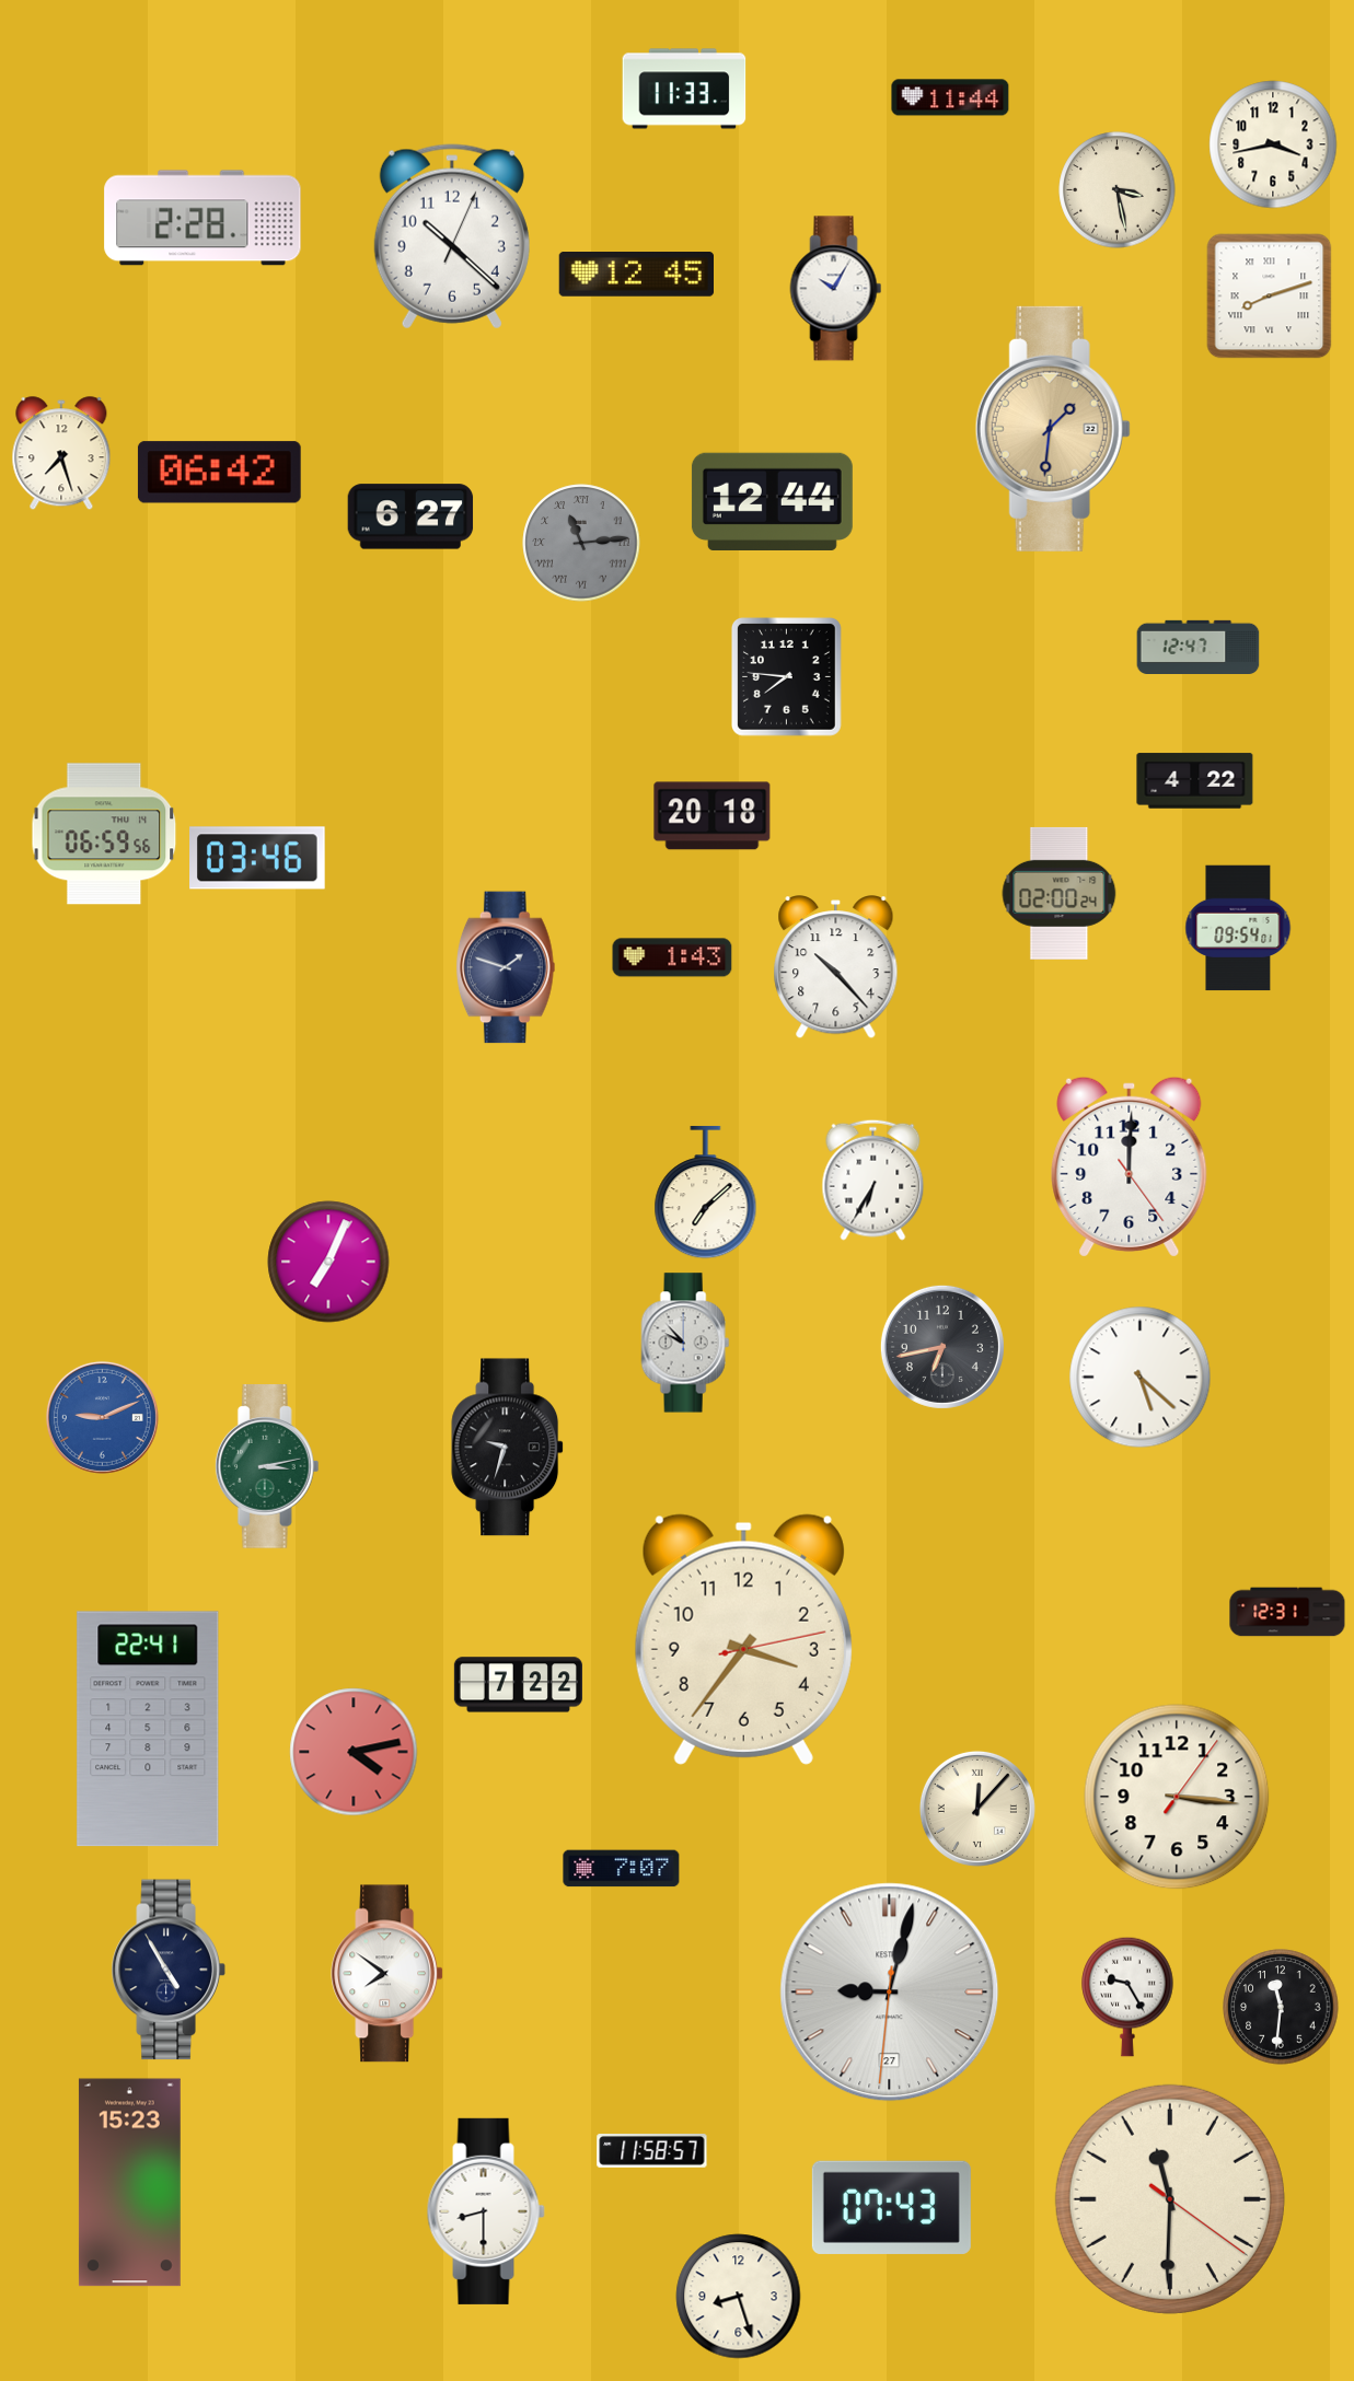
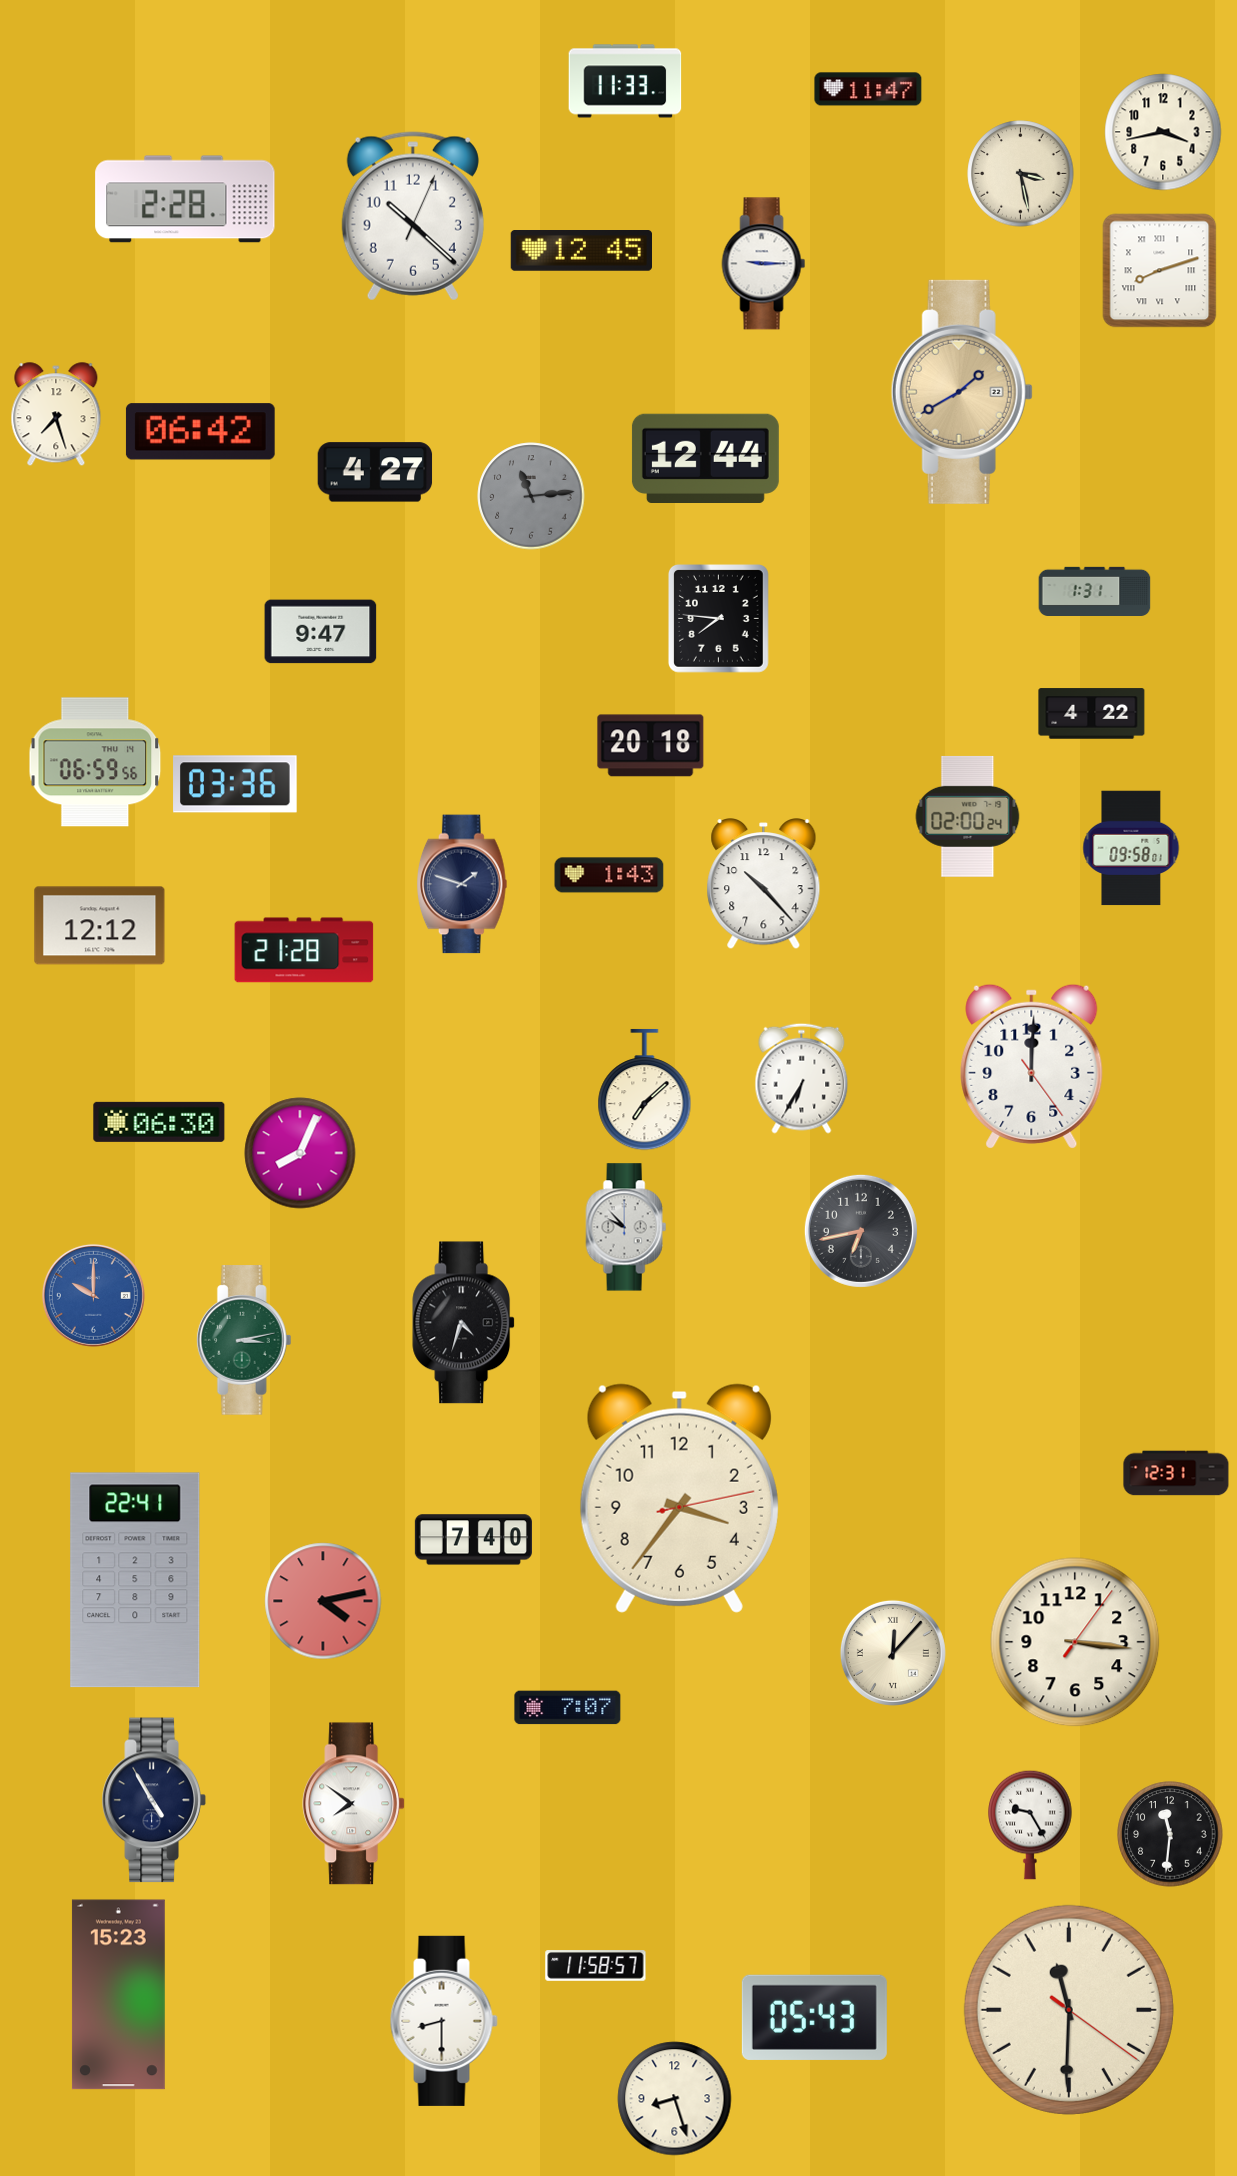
clock at (950, 97): 11:44 -> 11:47
clock at (836, 289): 10:05 -> 9:15
clock at (1053, 429): 1:31 -> 1:40
clock at (410, 516): 6:27 -> 4:27
clock at (581, 543) numerals: Roman -> Arabic
clock at (1199, 647): 12:47 -> 1:31
clock at (321, 632): none -> 9:47
clock at (257, 858): 03:46 -> 03:36
clock at (1238, 928): 09:54 -> 09:58
clock at (672, 957) position: (672, 957) -> (609, 875)
clock at (100, 926): none -> 12:12
clock at (304, 950): none -> 21:28
clock at (873, 1180) position: (873, 1180) -> (802, 1078)
clock at (159, 1122): none -> 06:30
clock at (328, 1262): 7:04 -> 8:04
clock at (1141, 1378): 5:22 -> none
clock at (102, 1417): 9:11 -> 10:00
clock at (508, 1448): 9:33 -> 4:33
clock at (518, 1685): 7:22 -> 7:40
clock at (890, 1993): 9:02 -> none
clock at (891, 2207): 07:43 -> 05:43
